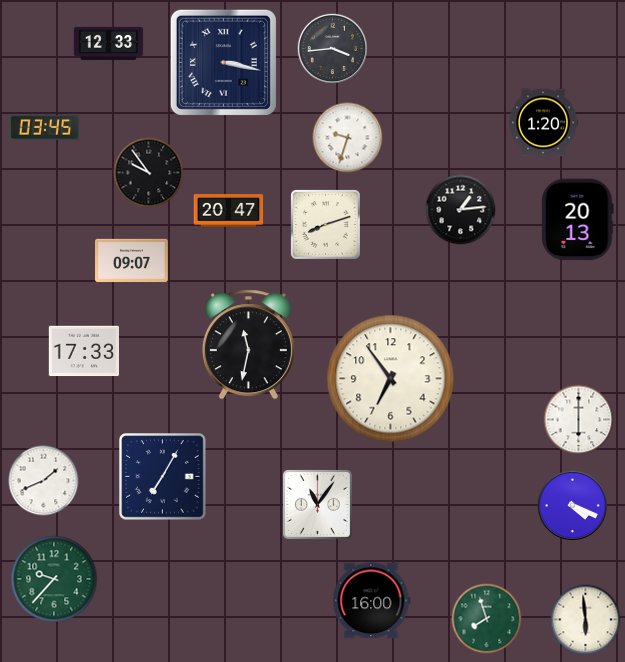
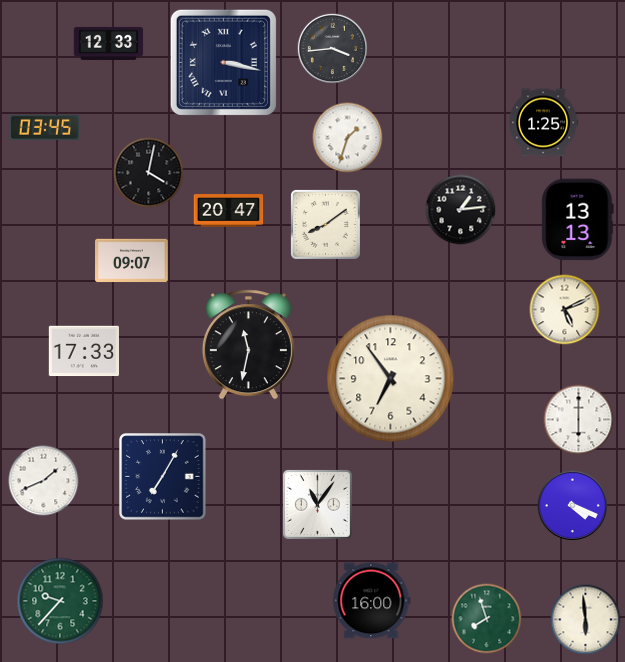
clock at (544, 123): 1:20 -> 1:25
clock at (348, 138): 9:33 -> 1:33
clock at (149, 173): 9:54 -> 4:02
clock at (578, 220): 20:13 -> 13:13
clock at (325, 224): 8:12 -> 8:09
clock at (565, 310): none -> 5:11
clock at (54, 579) position: (54, 579) -> (60, 601)
